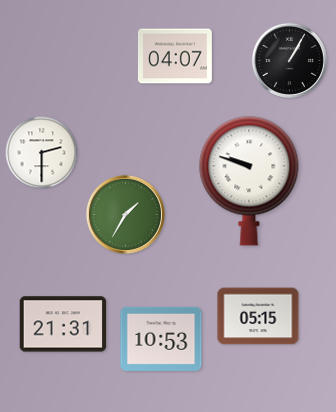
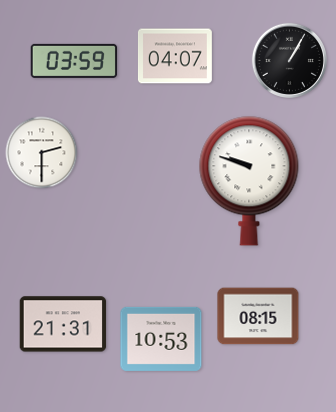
clock at (74, 61): none -> 03:59
clock at (125, 214): 1:35 -> none
clock at (258, 316): 05:15 -> 08:15
